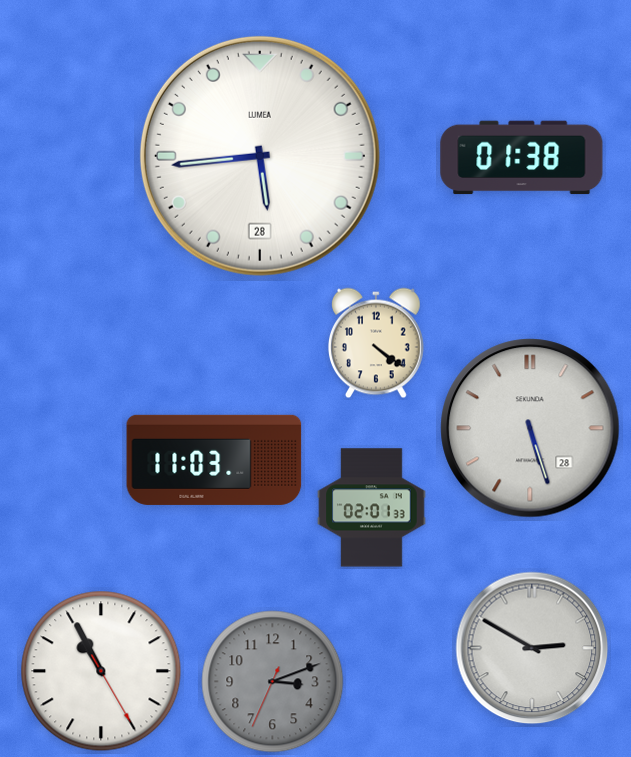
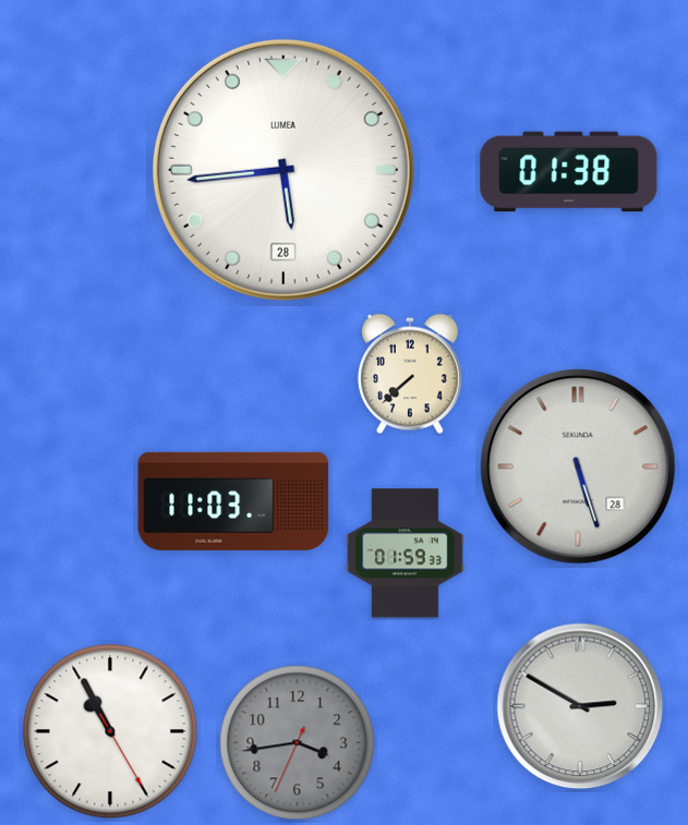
clock at (376, 343): 4:21 -> 7:38
clock at (372, 508): 02:01 -> 01:59
clock at (273, 682): 3:11 -> 3:43
